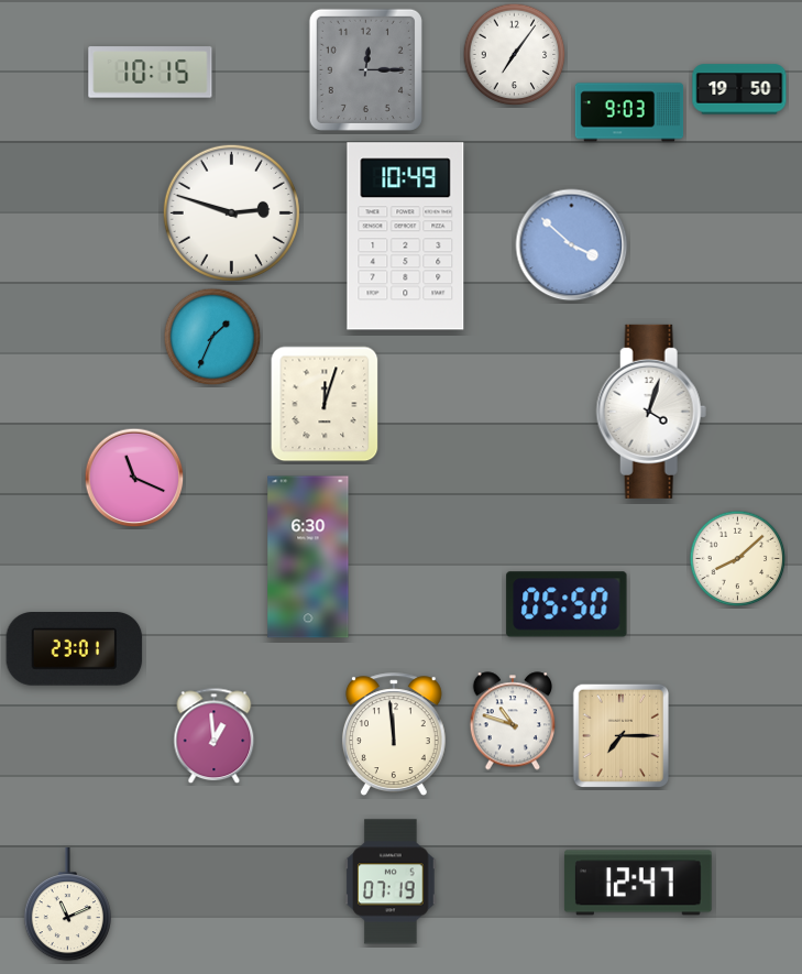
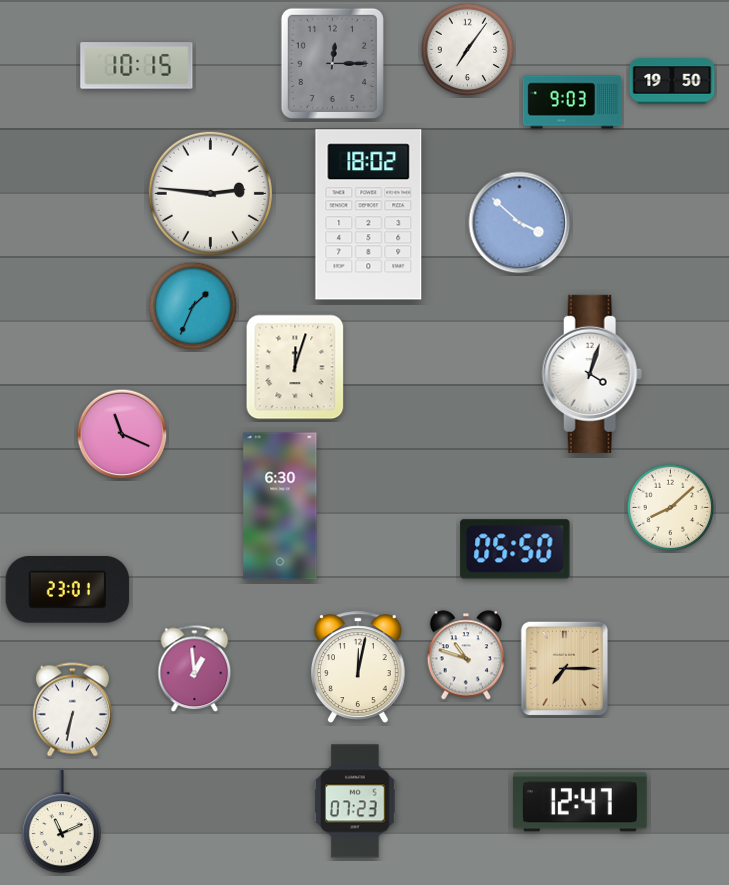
clock at (231, 212): 2:48 -> 2:46
clock at (406, 237): 10:49 -> 18:02
clock at (394, 734): 11:59 -> 12:02
clock at (72, 710): none -> 6:32
clock at (391, 882): 07:19 -> 07:23
